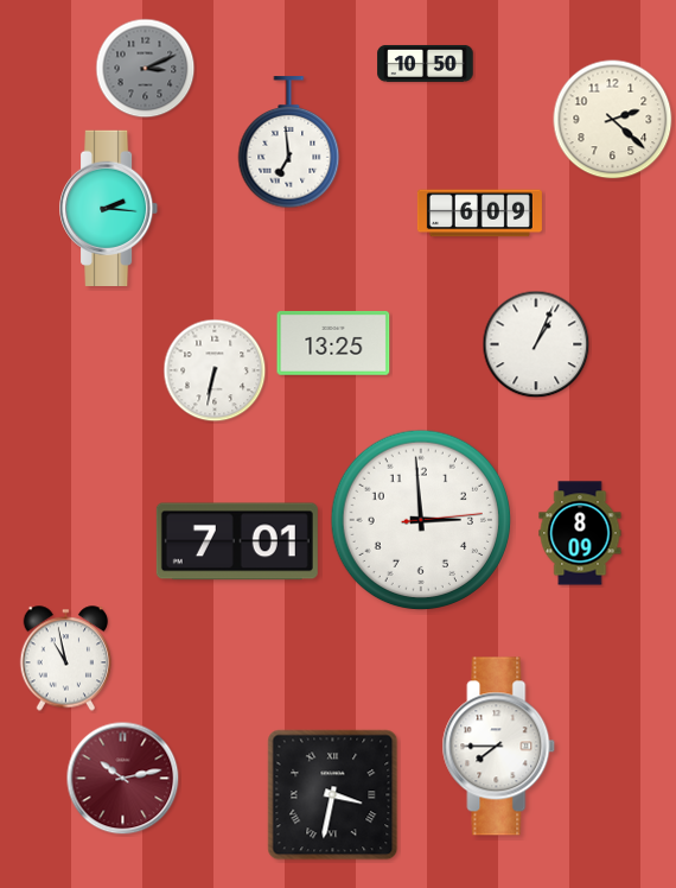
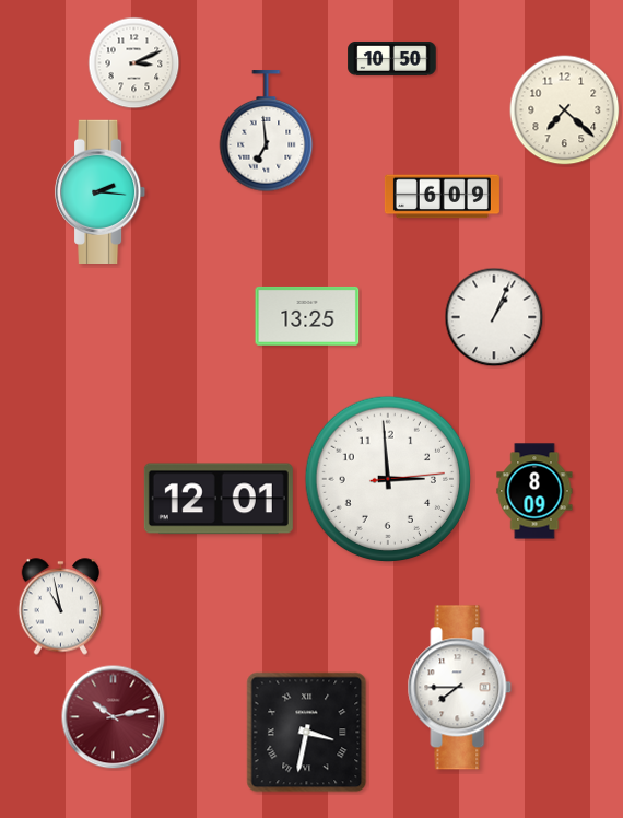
clock at (146, 69) dial: grey -> white
clock at (613, 120): 2:22 -> 7:22
clock at (215, 370): 6:32 -> none
clock at (237, 541): 7:01 -> 12:01
